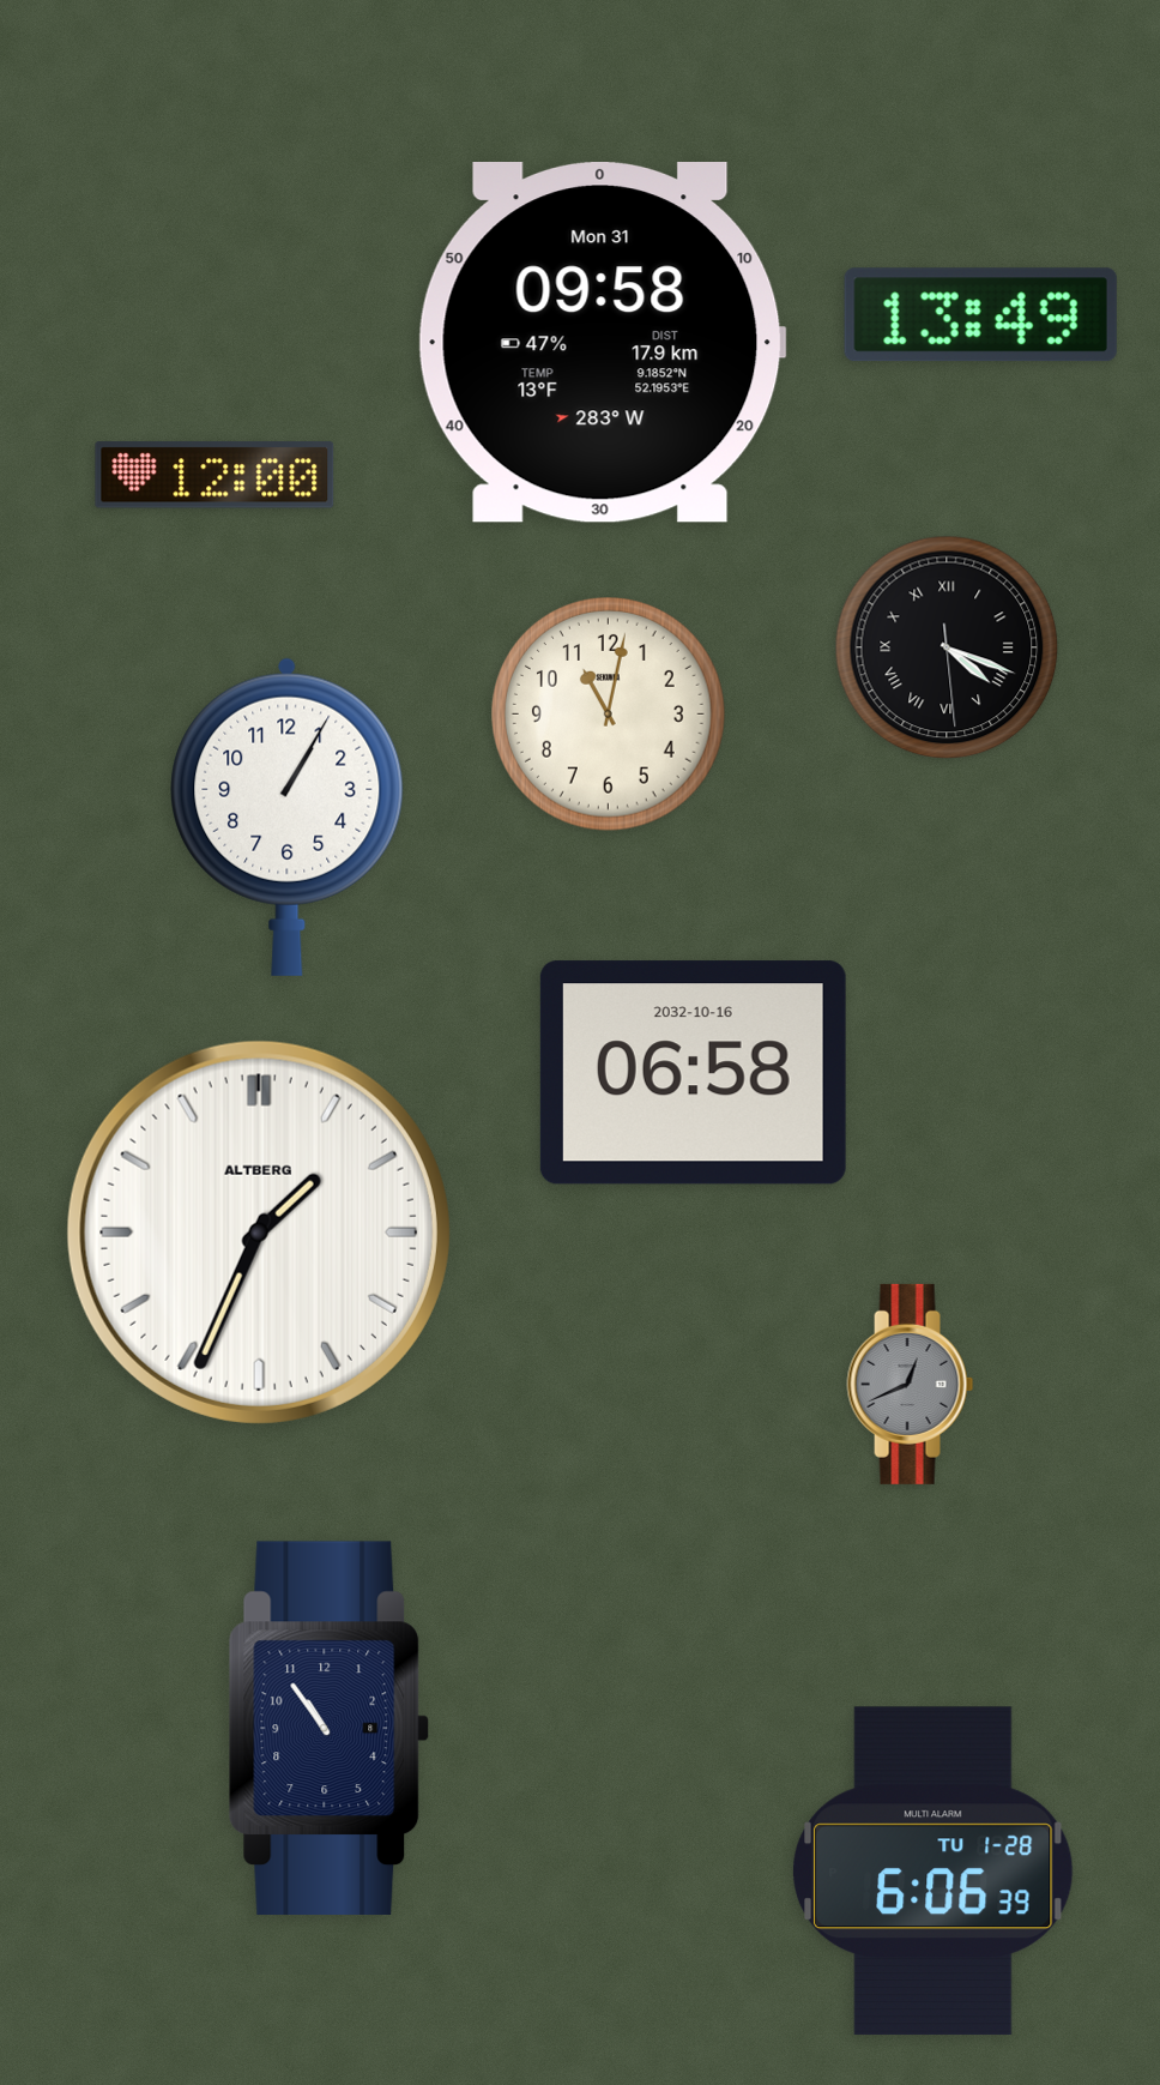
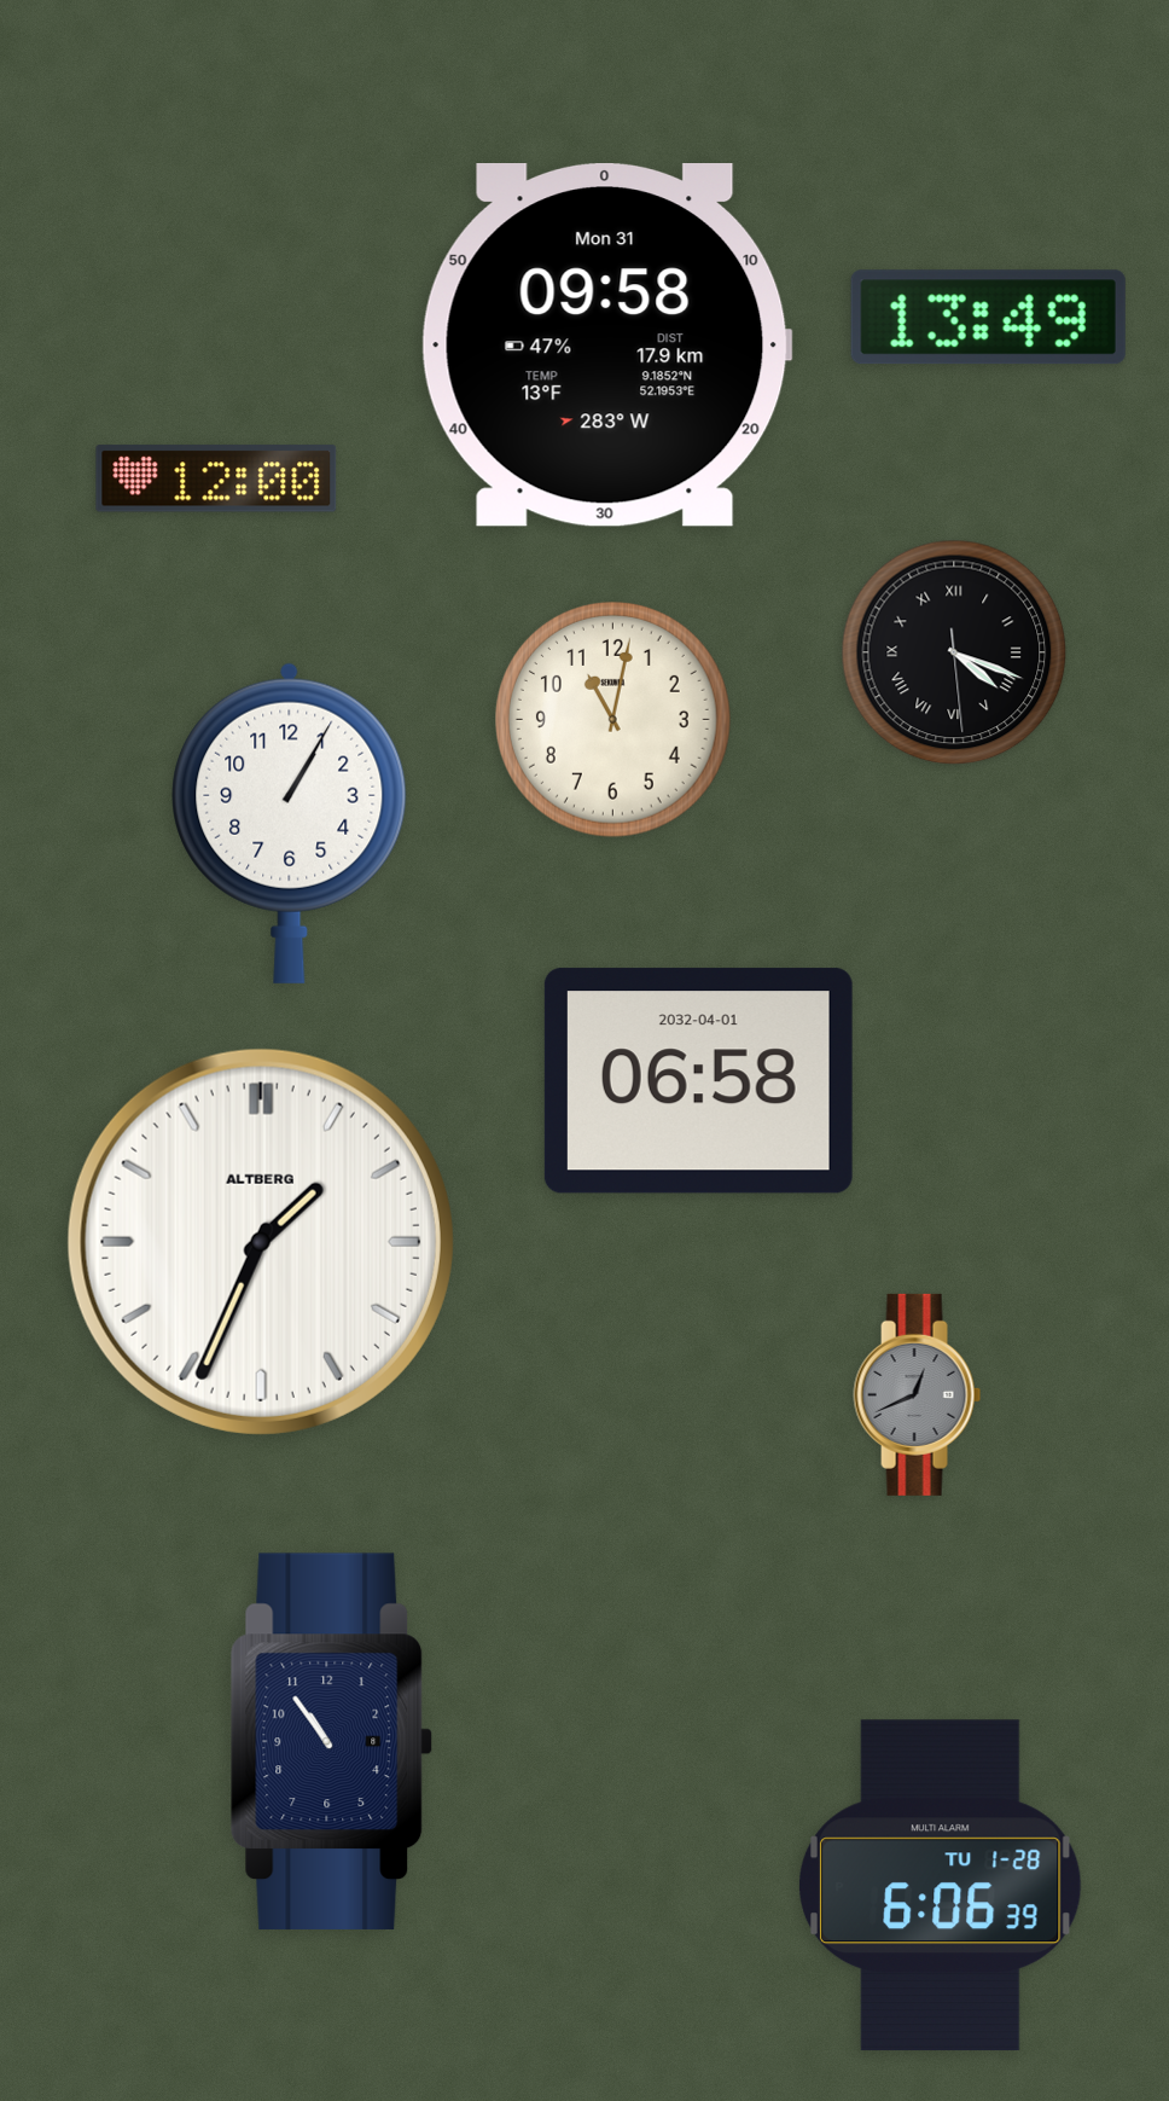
clock at (693, 1073) date: 2032-10-16 -> 2032-04-01
